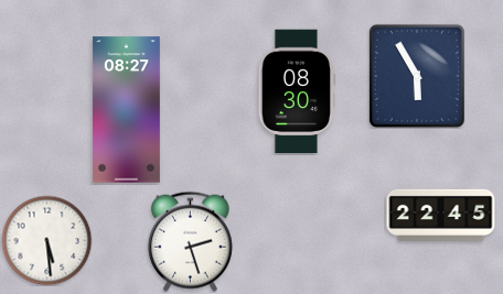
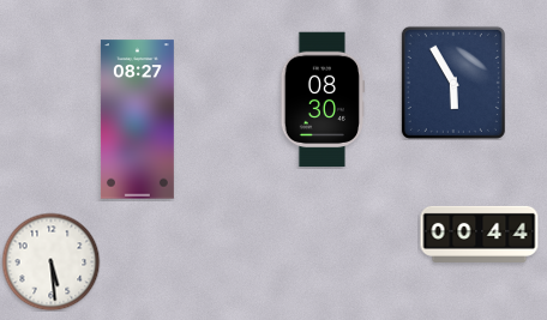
clock at (441, 215): 22:45 -> 00:44
clock at (190, 241): 2:27 -> none
